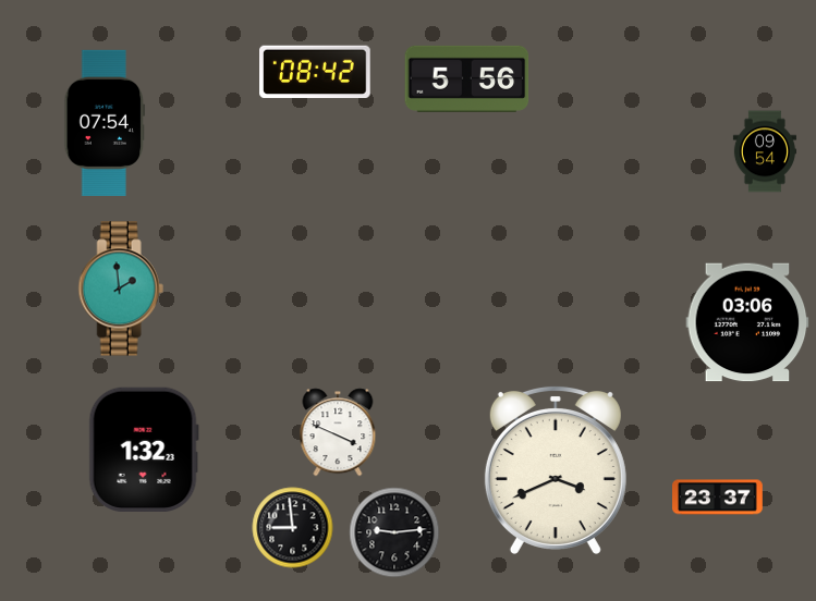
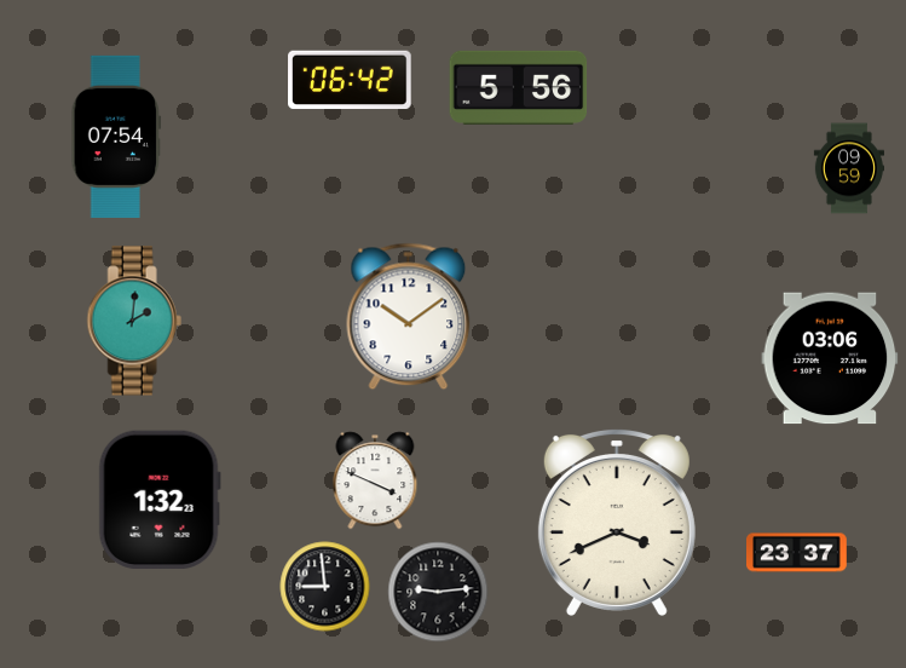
clock at (315, 72): 08:42 -> 06:42
clock at (764, 151): 09:54 -> 09:59
clock at (409, 317): none -> 10:09
clock at (121, 289): 1:59 -> 2:01
